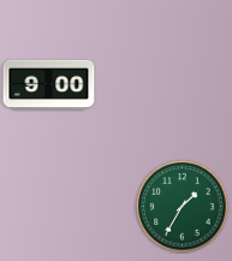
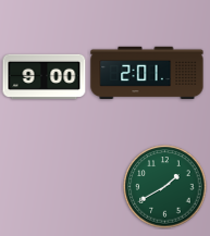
clock at (147, 73): none -> 2:01
clock at (183, 207): 1:35 -> 1:40
